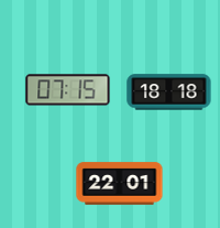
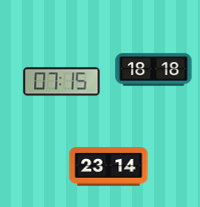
clock at (169, 93) position: (169, 93) -> (154, 70)
clock at (120, 184): 22:01 -> 23:14
